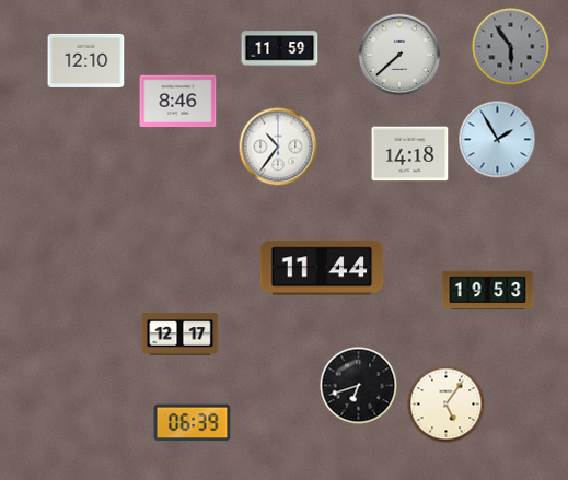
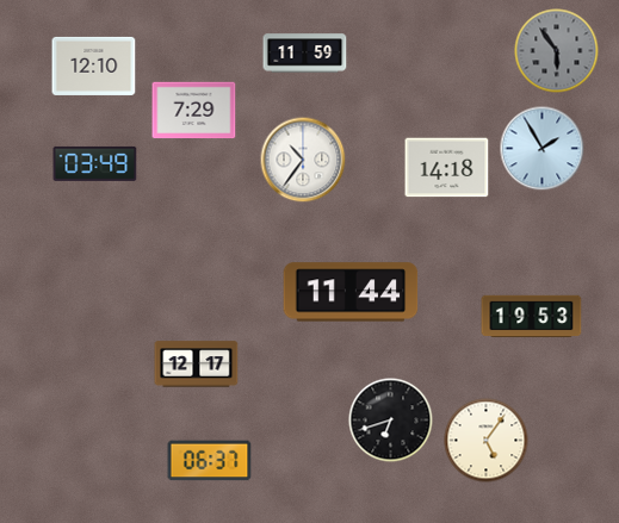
clock at (399, 55): 7:38 -> none
clock at (178, 102): 8:46 -> 7:29
clock at (498, 140) position: (498, 140) -> (543, 149)
clock at (95, 163): none -> 03:49
clock at (193, 423): 06:39 -> 06:37
